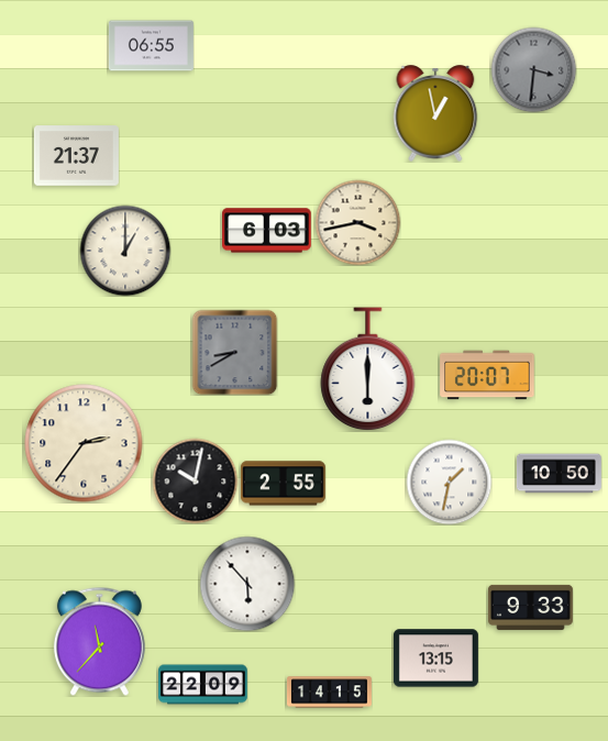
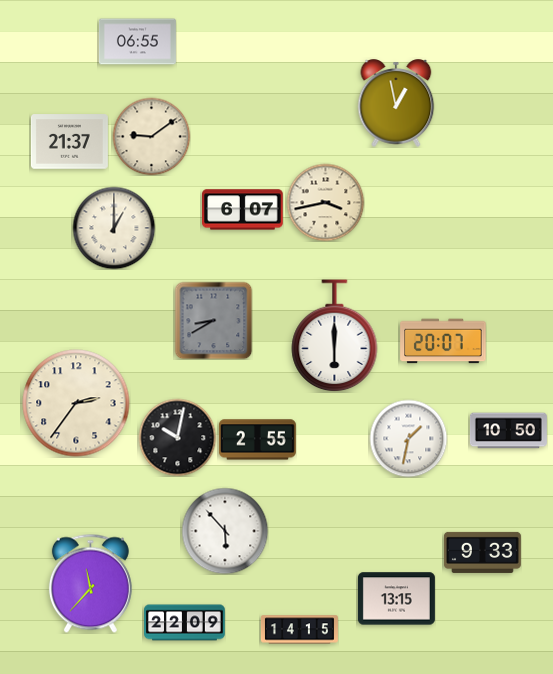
clock at (533, 69): 3:31 -> none
clock at (151, 136): none -> 9:09
clock at (267, 231): 6:03 -> 6:07
